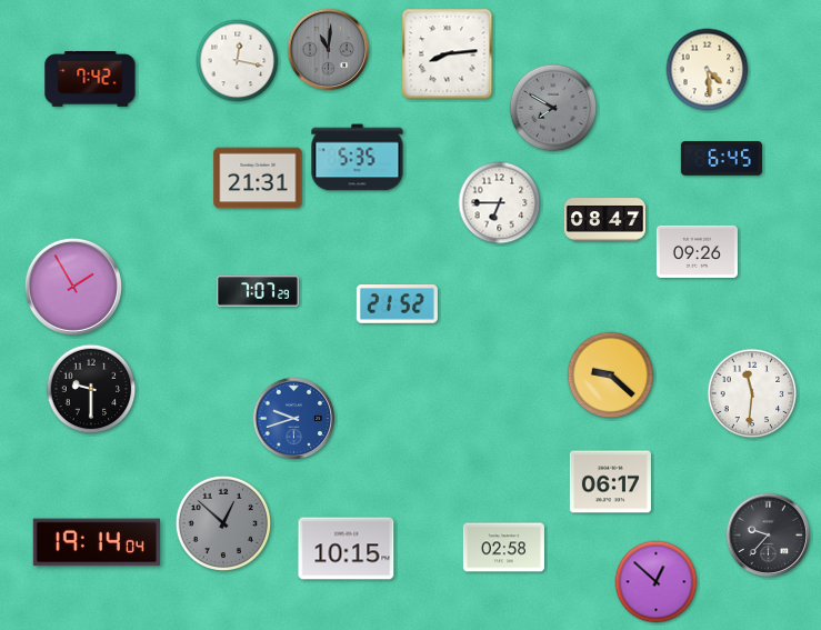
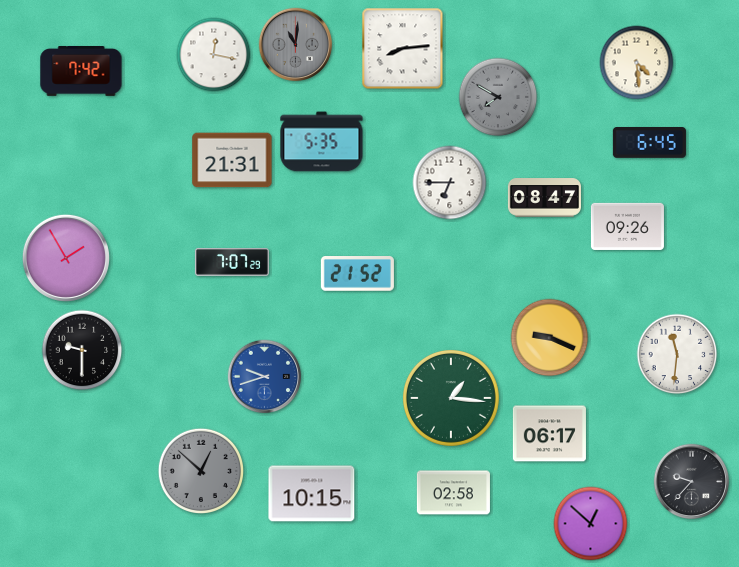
clock at (611, 376): 9:22 -> 9:19
clock at (451, 398): none -> 1:16
clock at (97, 542): 19:14 -> none
